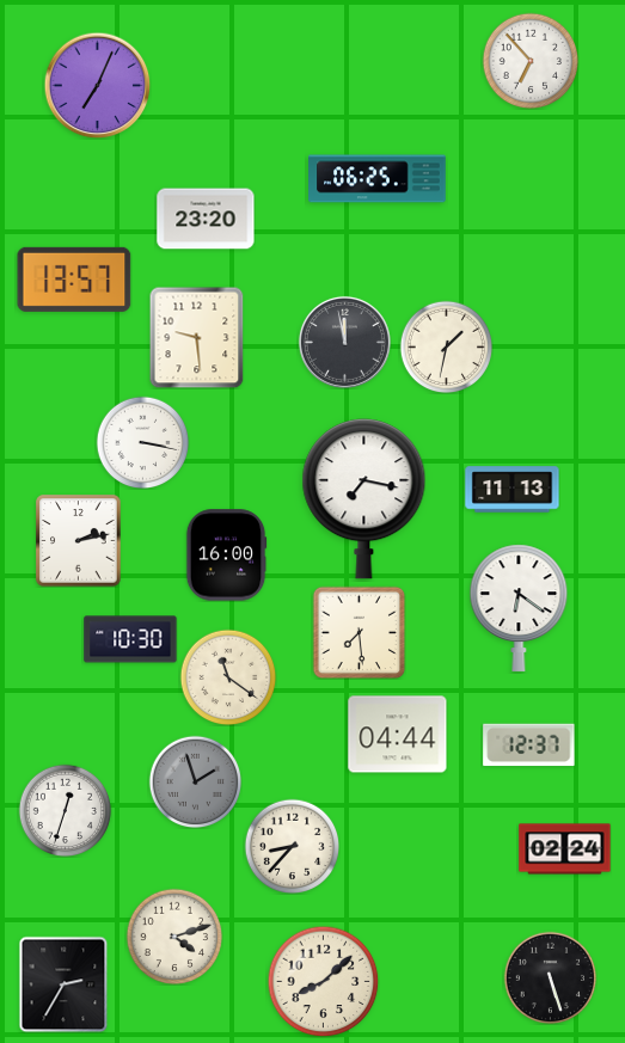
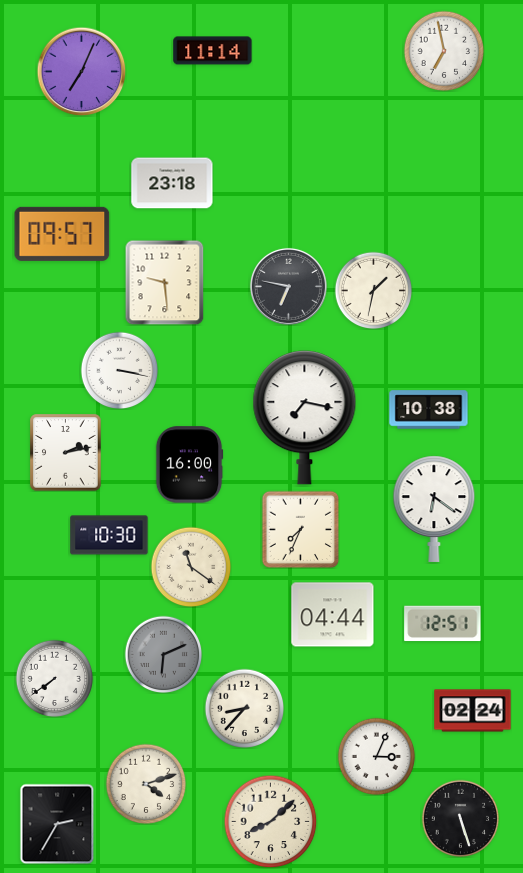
clock at (213, 51): none -> 11:14
clock at (531, 61): 6:53 -> 6:58
clock at (378, 179): 06:25 -> none
clock at (206, 219): 23:20 -> 23:18
clock at (74, 280): 13:57 -> 09:57
clock at (344, 342): 11:58 -> 6:47
clock at (513, 490): 11:13 -> 10:38
clock at (359, 632): 7:29 -> 7:34
clock at (529, 746): 12:37 -> 12:51
clock at (195, 781): 1:57 -> 6:11
clock at (65, 810): 12:33 -> 7:39
clock at (376, 756): none -> 3:04
clock at (63, 984) position: (63, 984) -> (57, 824)
